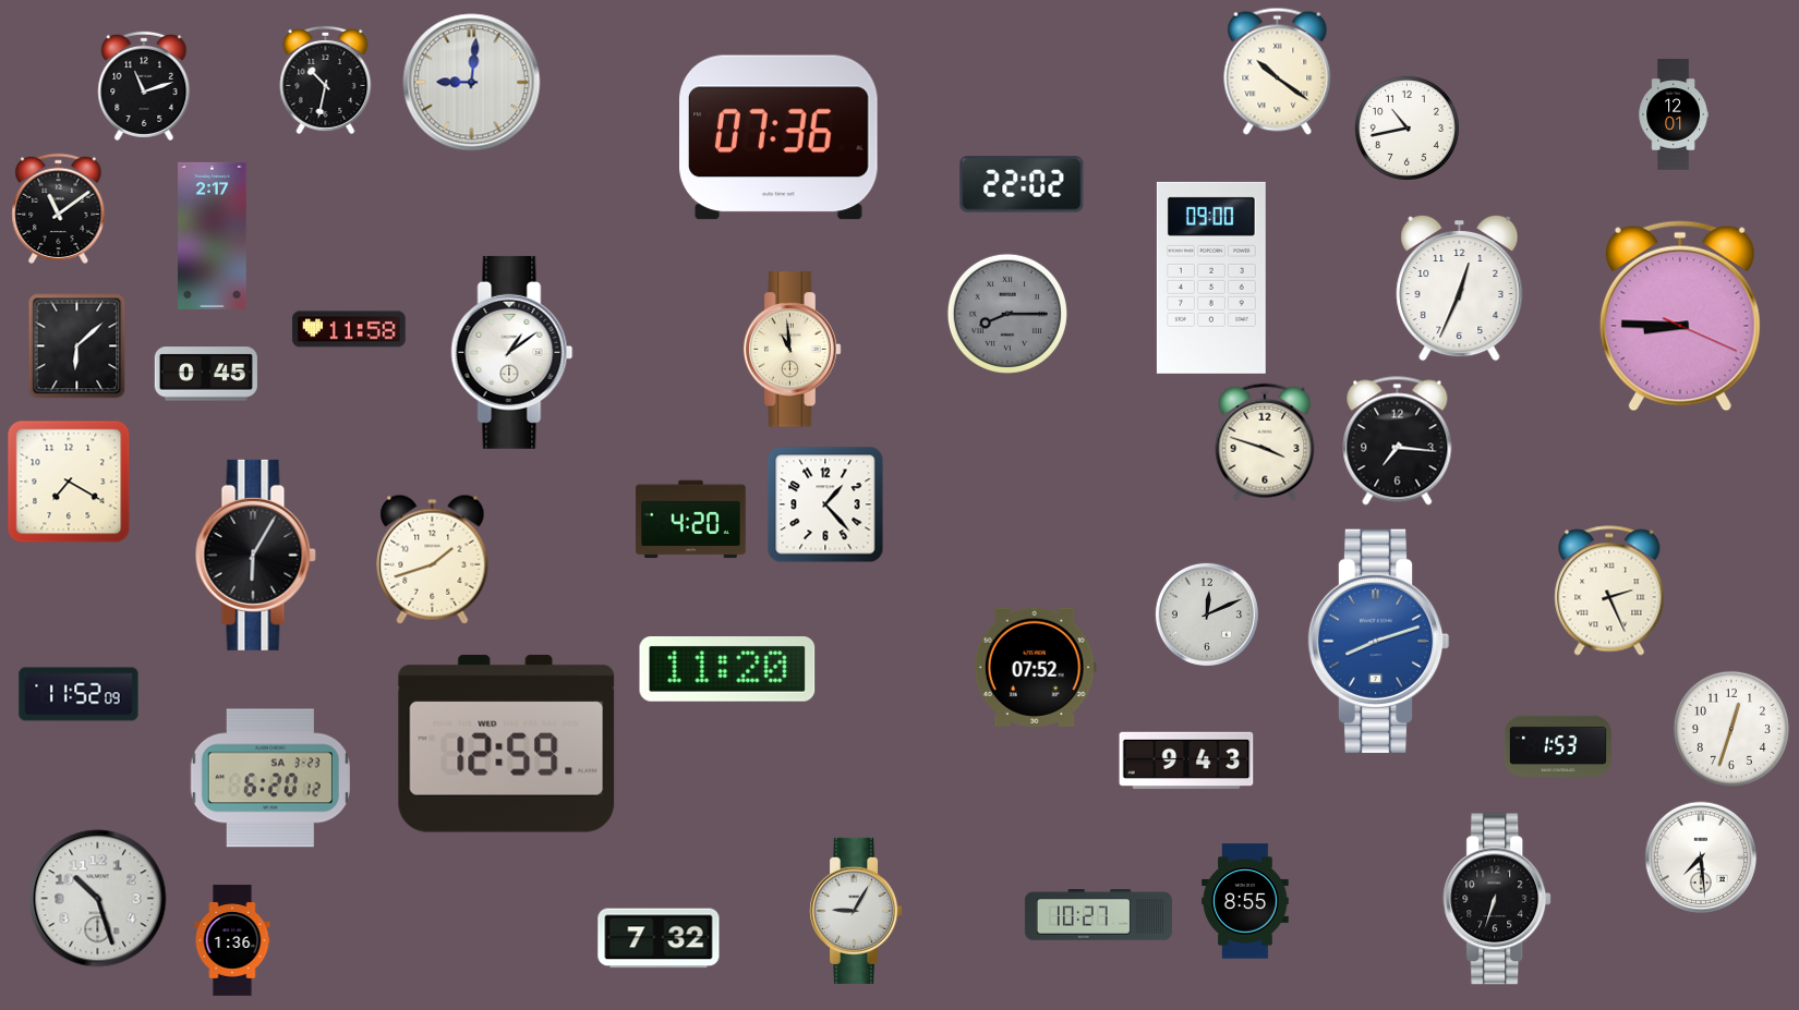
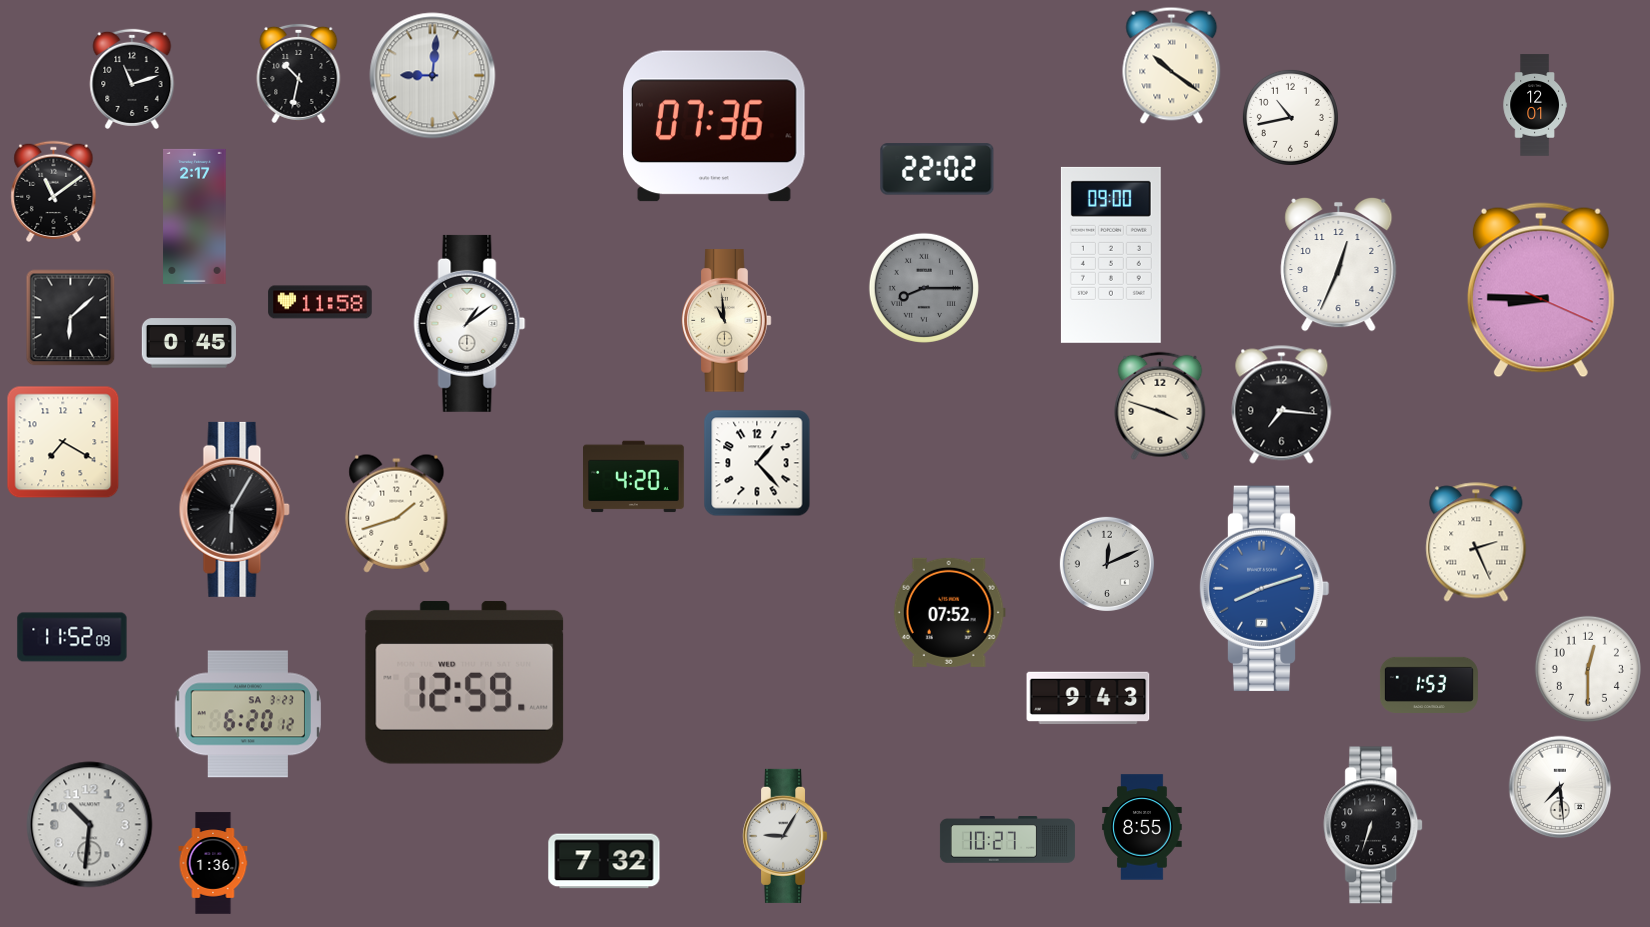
clock at (727, 670): 11:20 -> none
clock at (1731, 729): 12:33 -> 12:30
clock at (98, 899): 10:27 -> 10:31
